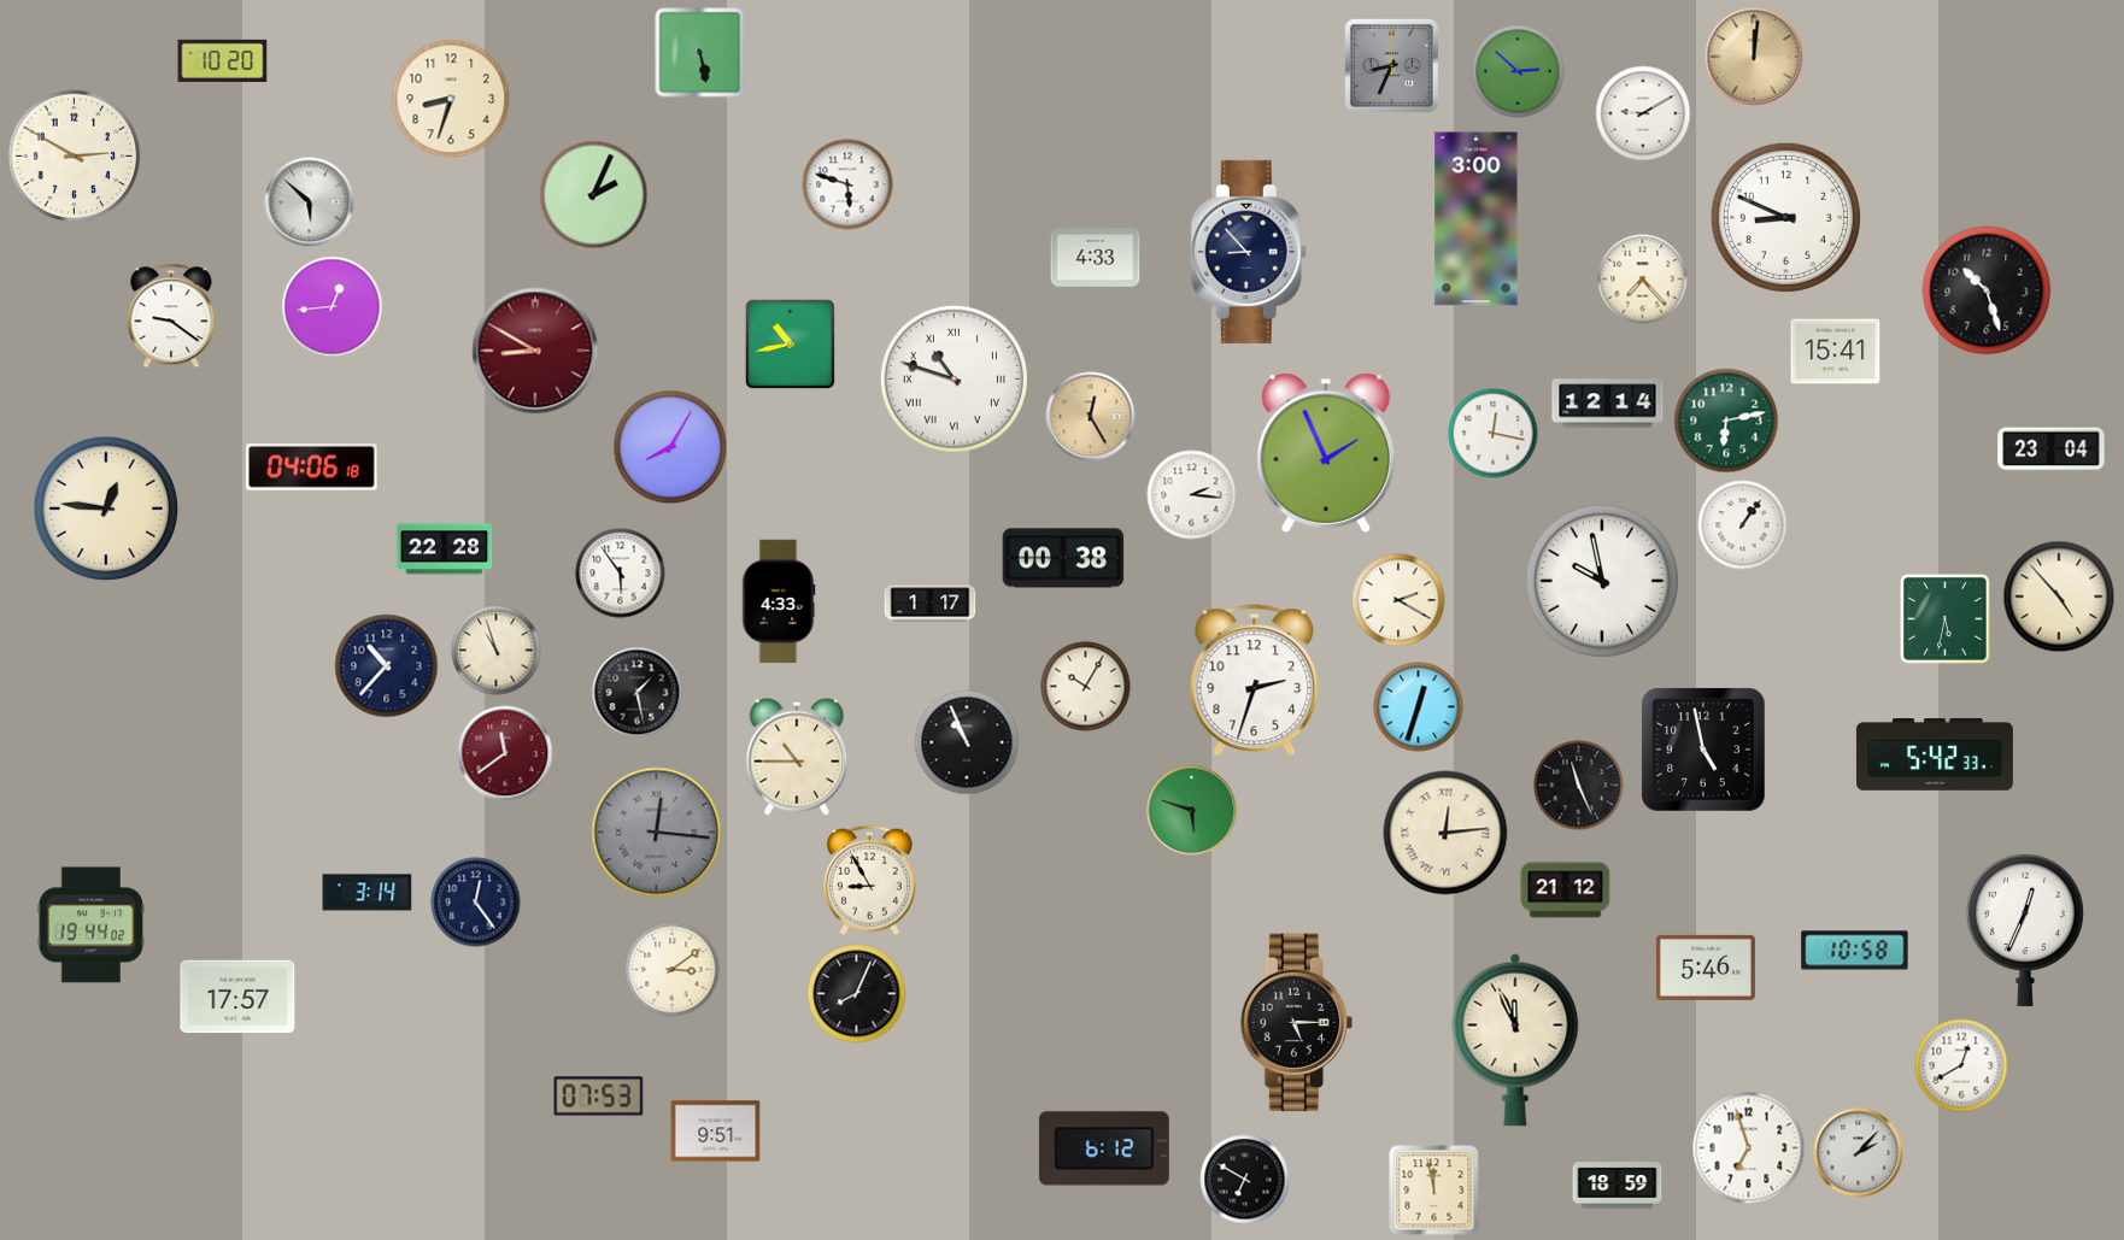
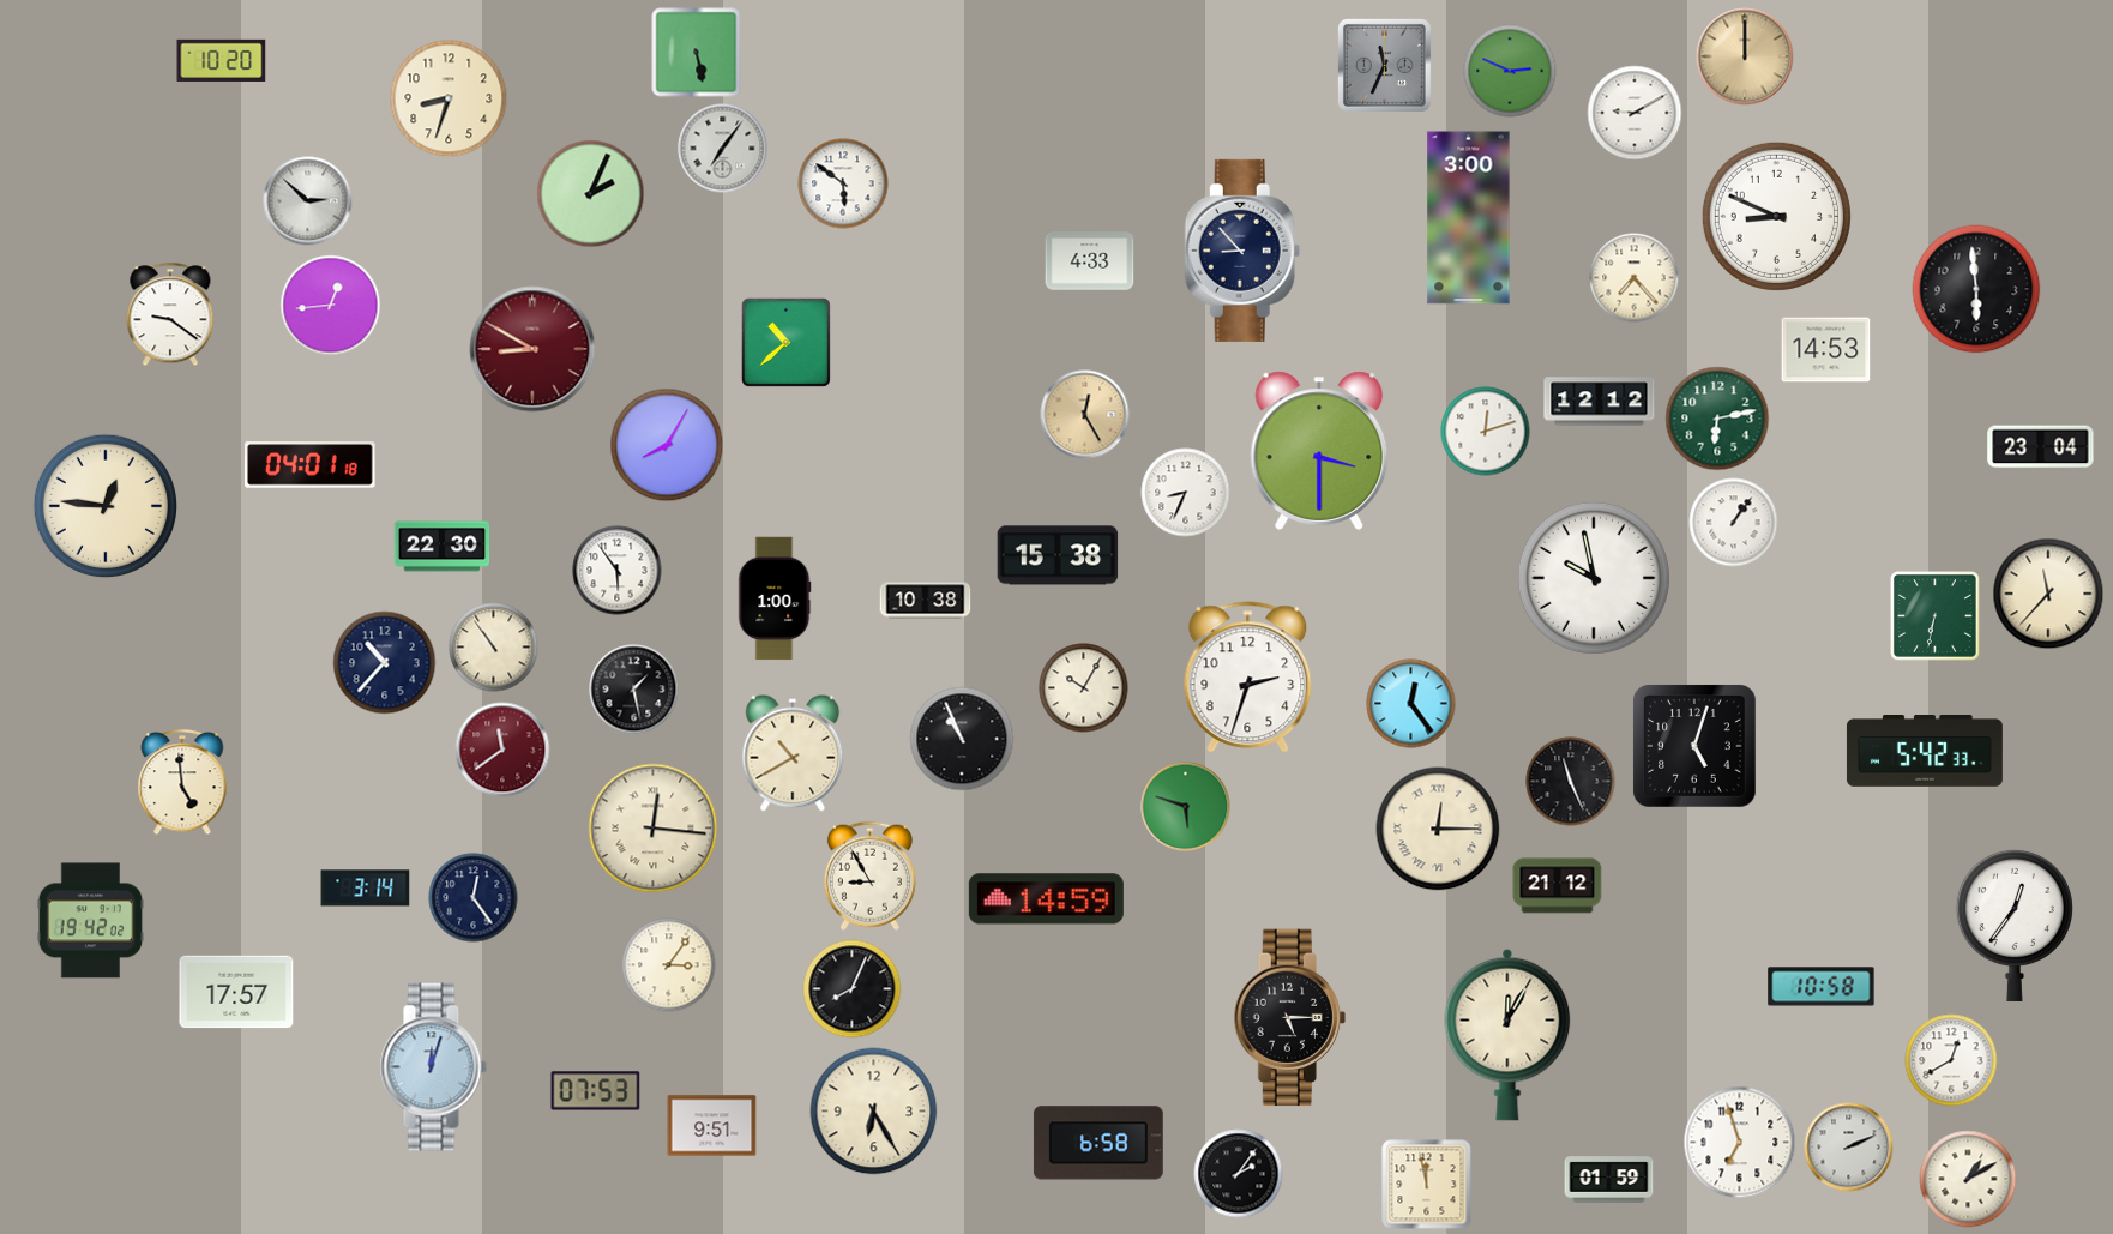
clock at (1754, 57): 12:01 -> 12:00
clock at (1391, 65): 8:34 -> 11:34
clock at (1518, 71): 2:52 -> 2:49
clock at (723, 149): none -> 7:06
clock at (75, 157): 2:50 -> none
clock at (847, 184): 5:48 -> 5:51
clock at (310, 202): 5:52 -> 2:52
clock at (1096, 258) position: (1096, 258) -> (1090, 261)
clock at (1987, 290): 10:27 -> 5:59
clock at (790, 343): 10:43 -> 10:38
clock at (1836, 352): 15:41 -> 14:53
clock at (954, 378): 10:48 -> none
clock at (1608, 404): 12:14 -> 12:12
clock at (1494, 434): 12:17 -> 12:12
clock at (1326, 453): 1:56 -> 3:30
clock at (312, 468): 04:06 -> 04:01
clock at (1192, 495): 2:16 -> 8:34
clock at (445, 550): 22:28 -> 22:30
clock at (1063, 558): 00:38 -> 15:38
clock at (2059, 597): 4:53 -> 11:37
clock at (1398, 600): 2:20 -> none
clock at (779, 601): 4:33 -> 1:00
clock at (931, 604): 1:17 -> 10:38
clock at (1946, 619): 5:32 -> 6:32
clock at (497, 651): 10:57 -> 10:54
clock at (1086, 687) position: (1086, 687) -> (1084, 688)
clock at (1419, 707): 12:33 -> 12:24
clock at (1703, 750): 4:58 -> 5:03
clock at (797, 757): 10:45 -> 10:40
clock at (182, 783): none -> 4:59
clock at (657, 833) dial: grey -> cream
clock at (1445, 833): 12:14 -> 12:15
clock at (869, 880) position: (869, 880) -> (869, 875)
clock at (1046, 899): none -> 14:59
clock at (92, 925): 19:44 -> 19:42
clock at (2025, 929): 12:34 -> 12:36
clock at (1855, 951) position: (1855, 951) -> (1822, 987)
clock at (1706, 968): 5:46 -> none
clock at (673, 970): 3:09 -> 3:06
clock at (1515, 1040): 11:56 -> 12:05
clock at (433, 1067): none -> 12:03
clock at (874, 1112): none -> 6:25
clock at (1104, 1148): 6:12 -> 6:58
clock at (1859, 1153): 2:07 -> 2:11
clock at (1245, 1180): 6:50 -> 2:06
clock at (1968, 1179): none -> 1:10
clock at (1618, 1186): 18:59 -> 01:59
